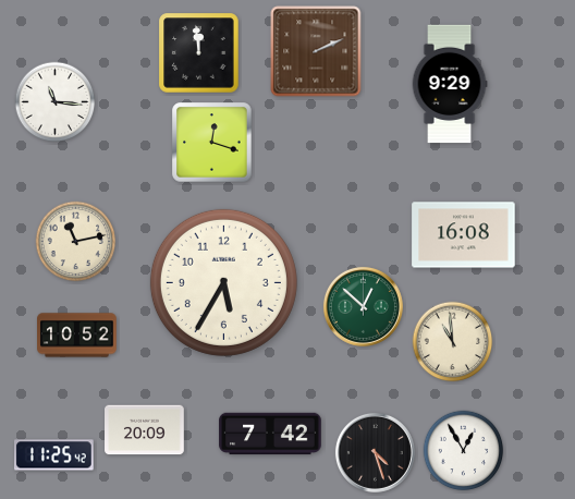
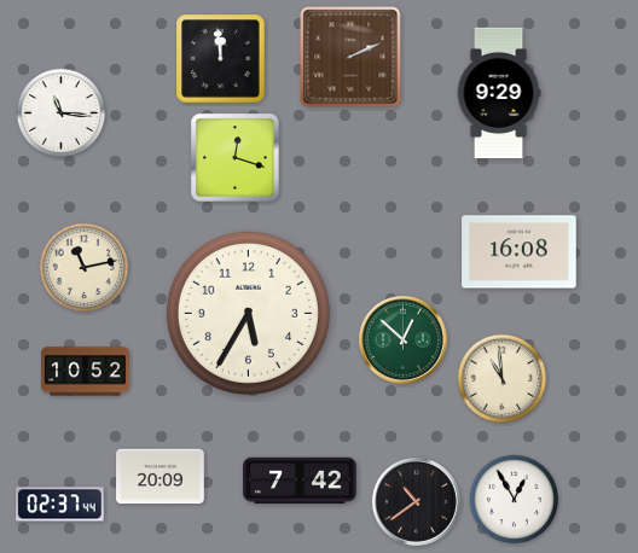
clock at (464, 235) position: (464, 235) -> (520, 252)
clock at (375, 452): 4:27 -> 10:39
clock at (54, 455): 11:25 -> 02:37
